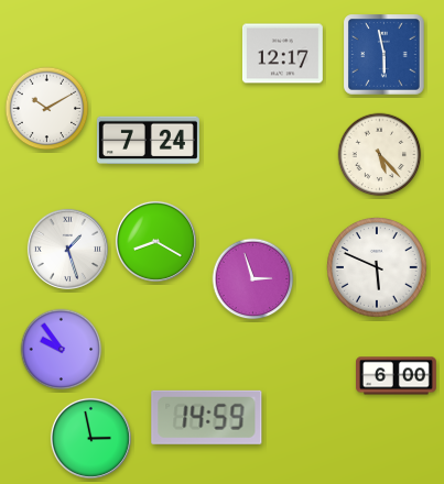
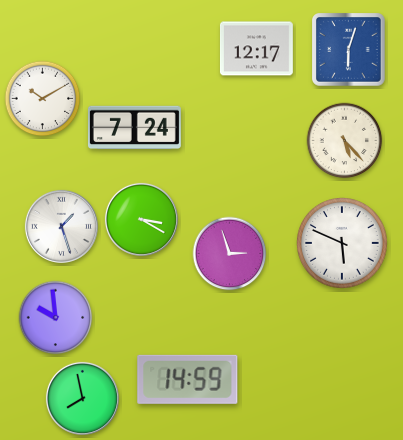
clock at (385, 55): 5:58 -> 6:03
clock at (155, 241): 8:20 -> 3:20
clock at (62, 350): 9:54 -> 9:59
clock at (397, 376): 6:00 -> none
clock at (90, 438): 2:58 -> 7:58
